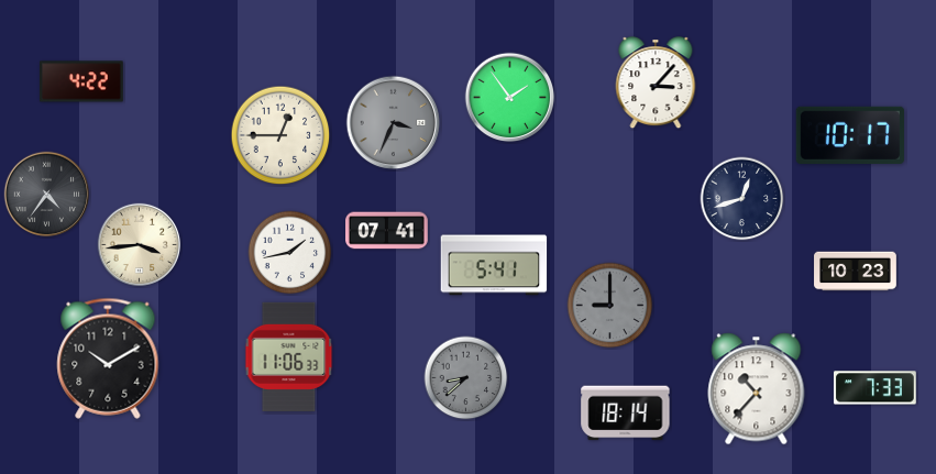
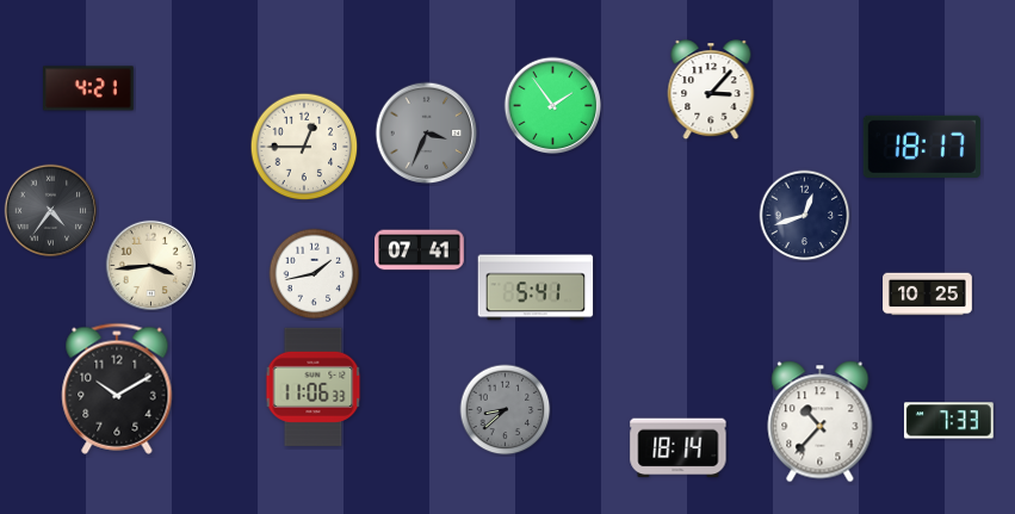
clock at (82, 81): 4:22 -> 4:21
clock at (849, 135): 10:17 -> 18:17
clock at (856, 272): 10:23 -> 10:25
clock at (610, 306): 9:00 -> none
